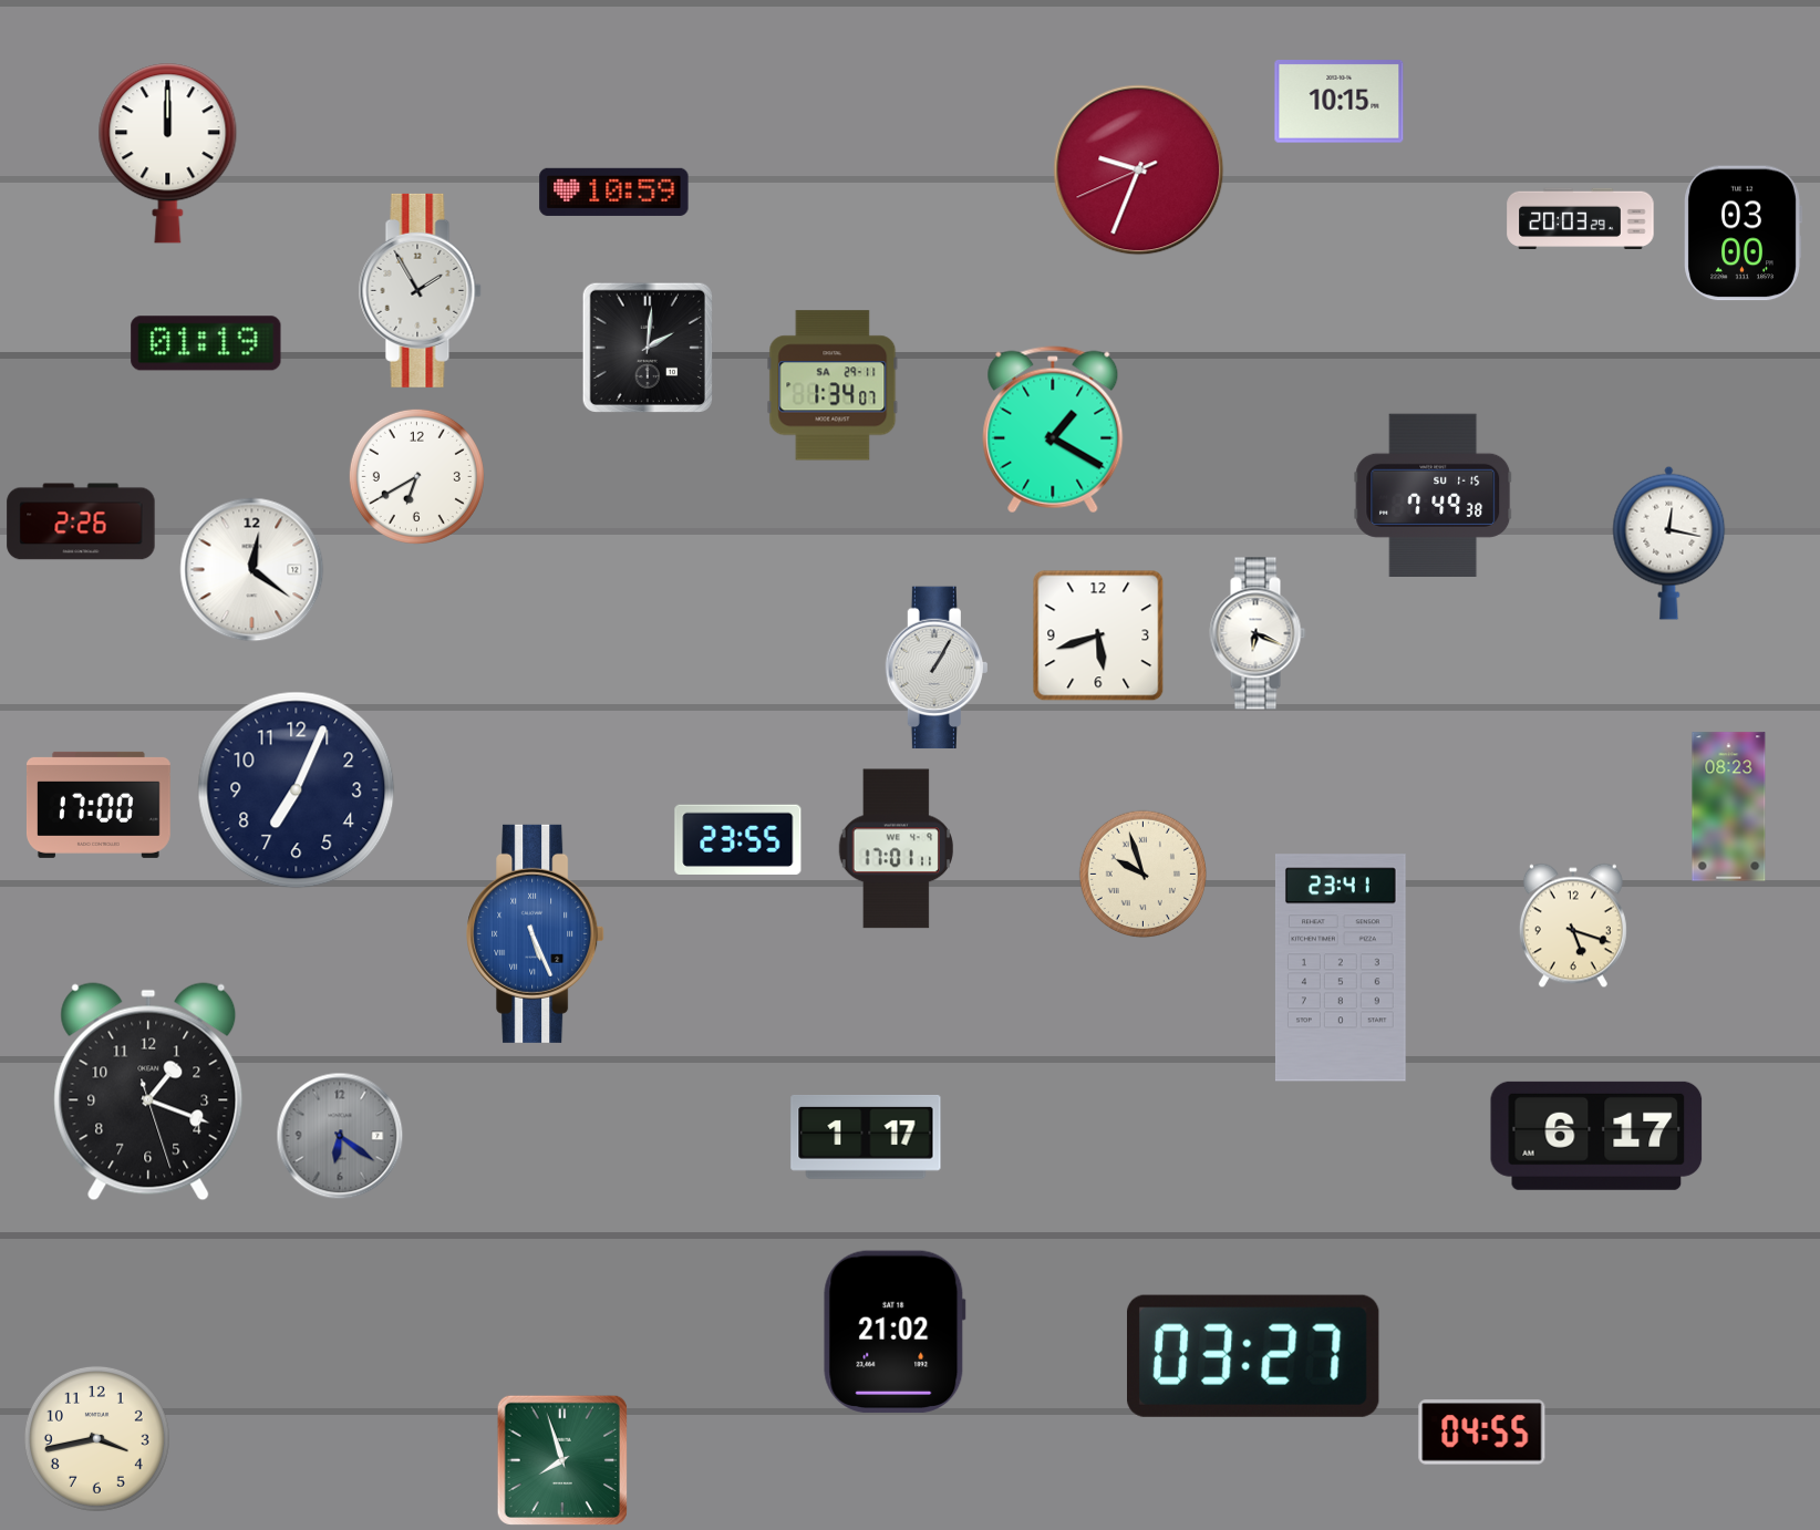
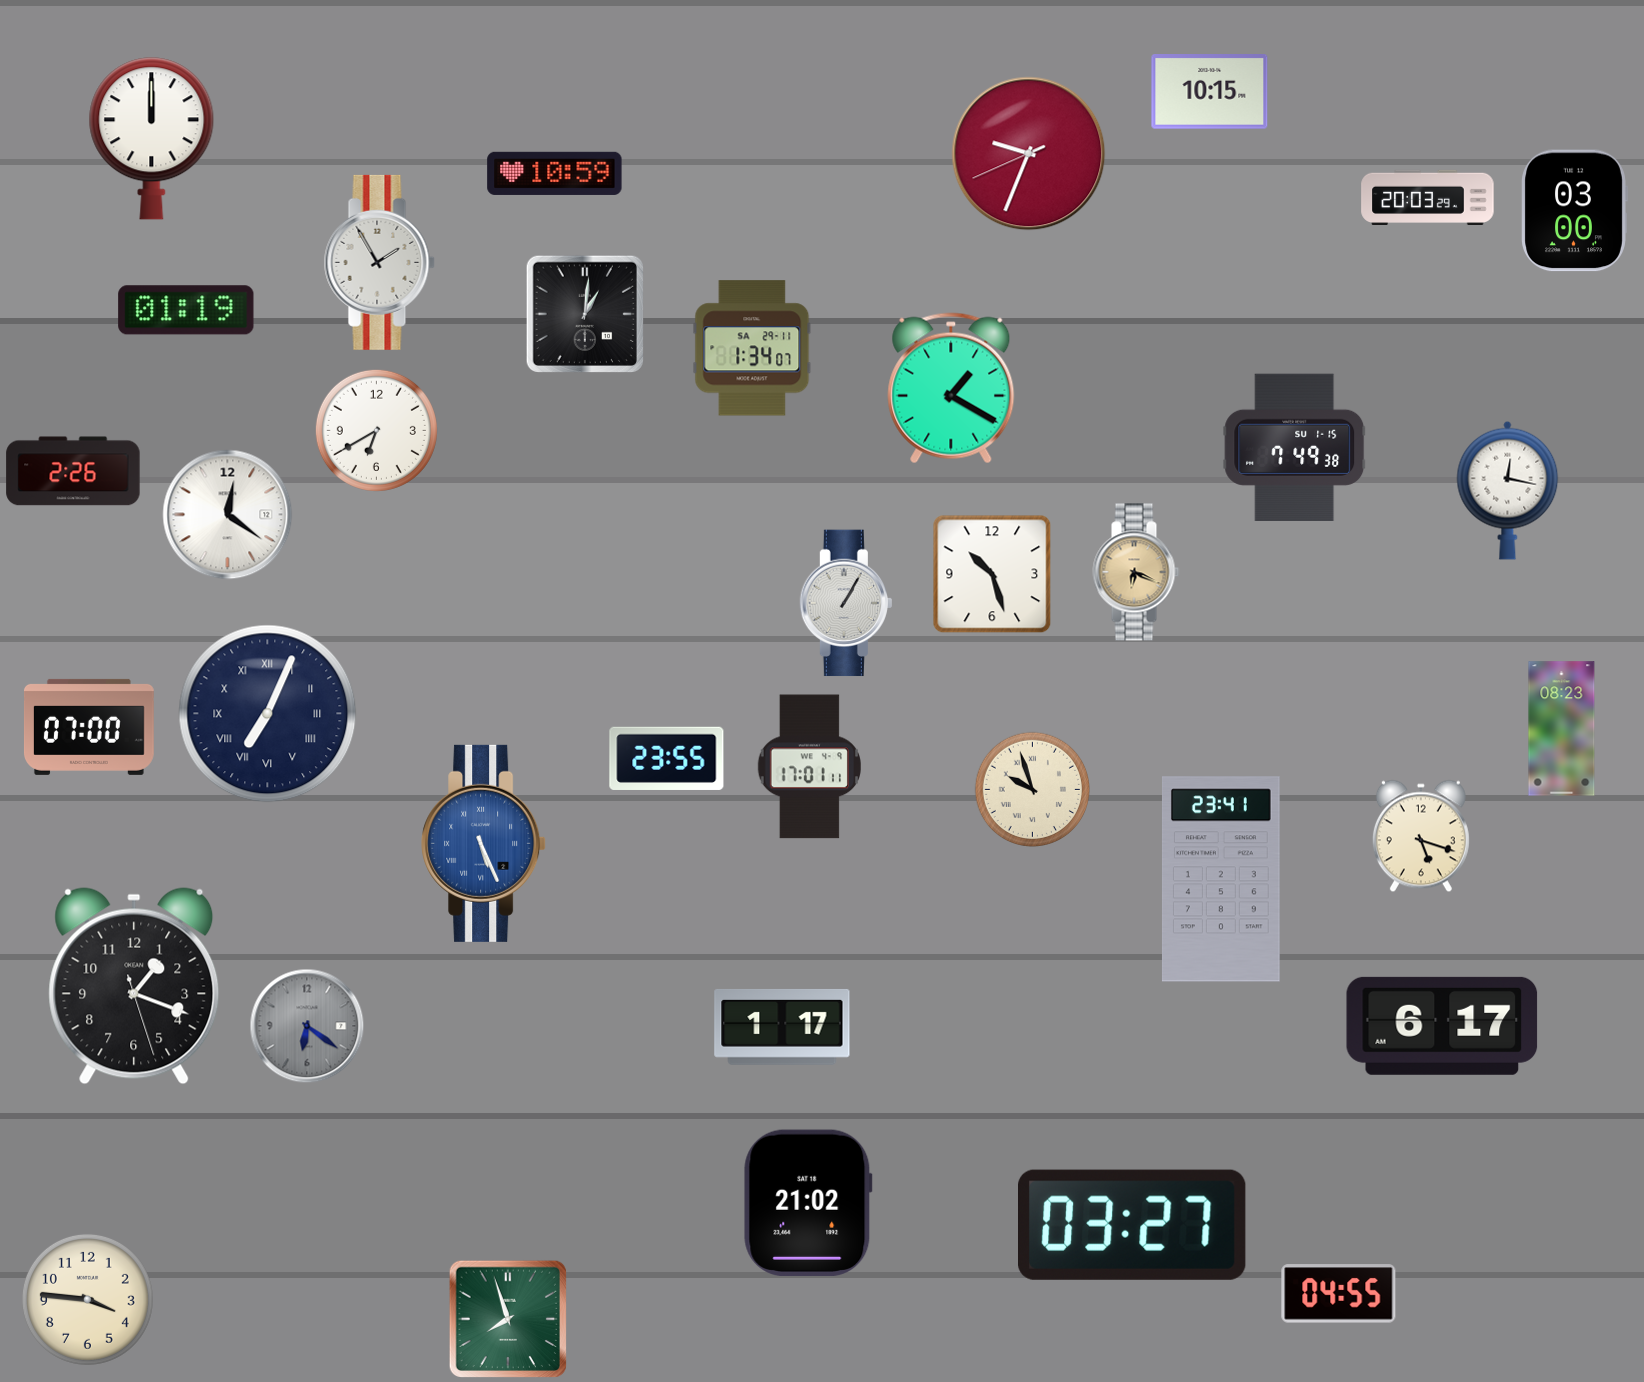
clock at (648, 348): 2:01 -> 1:01
clock at (1258, 633) dial: white -> champagne
clock at (1098, 635): 5:42 -> 10:27
clock at (297, 790) numerals: Arabic -> Roman
clock at (99, 805): 17:00 -> 07:00
clock at (1341, 968) position: (1341, 968) -> (1221, 879)
clock at (96, 1438): 3:43 -> 3:46
